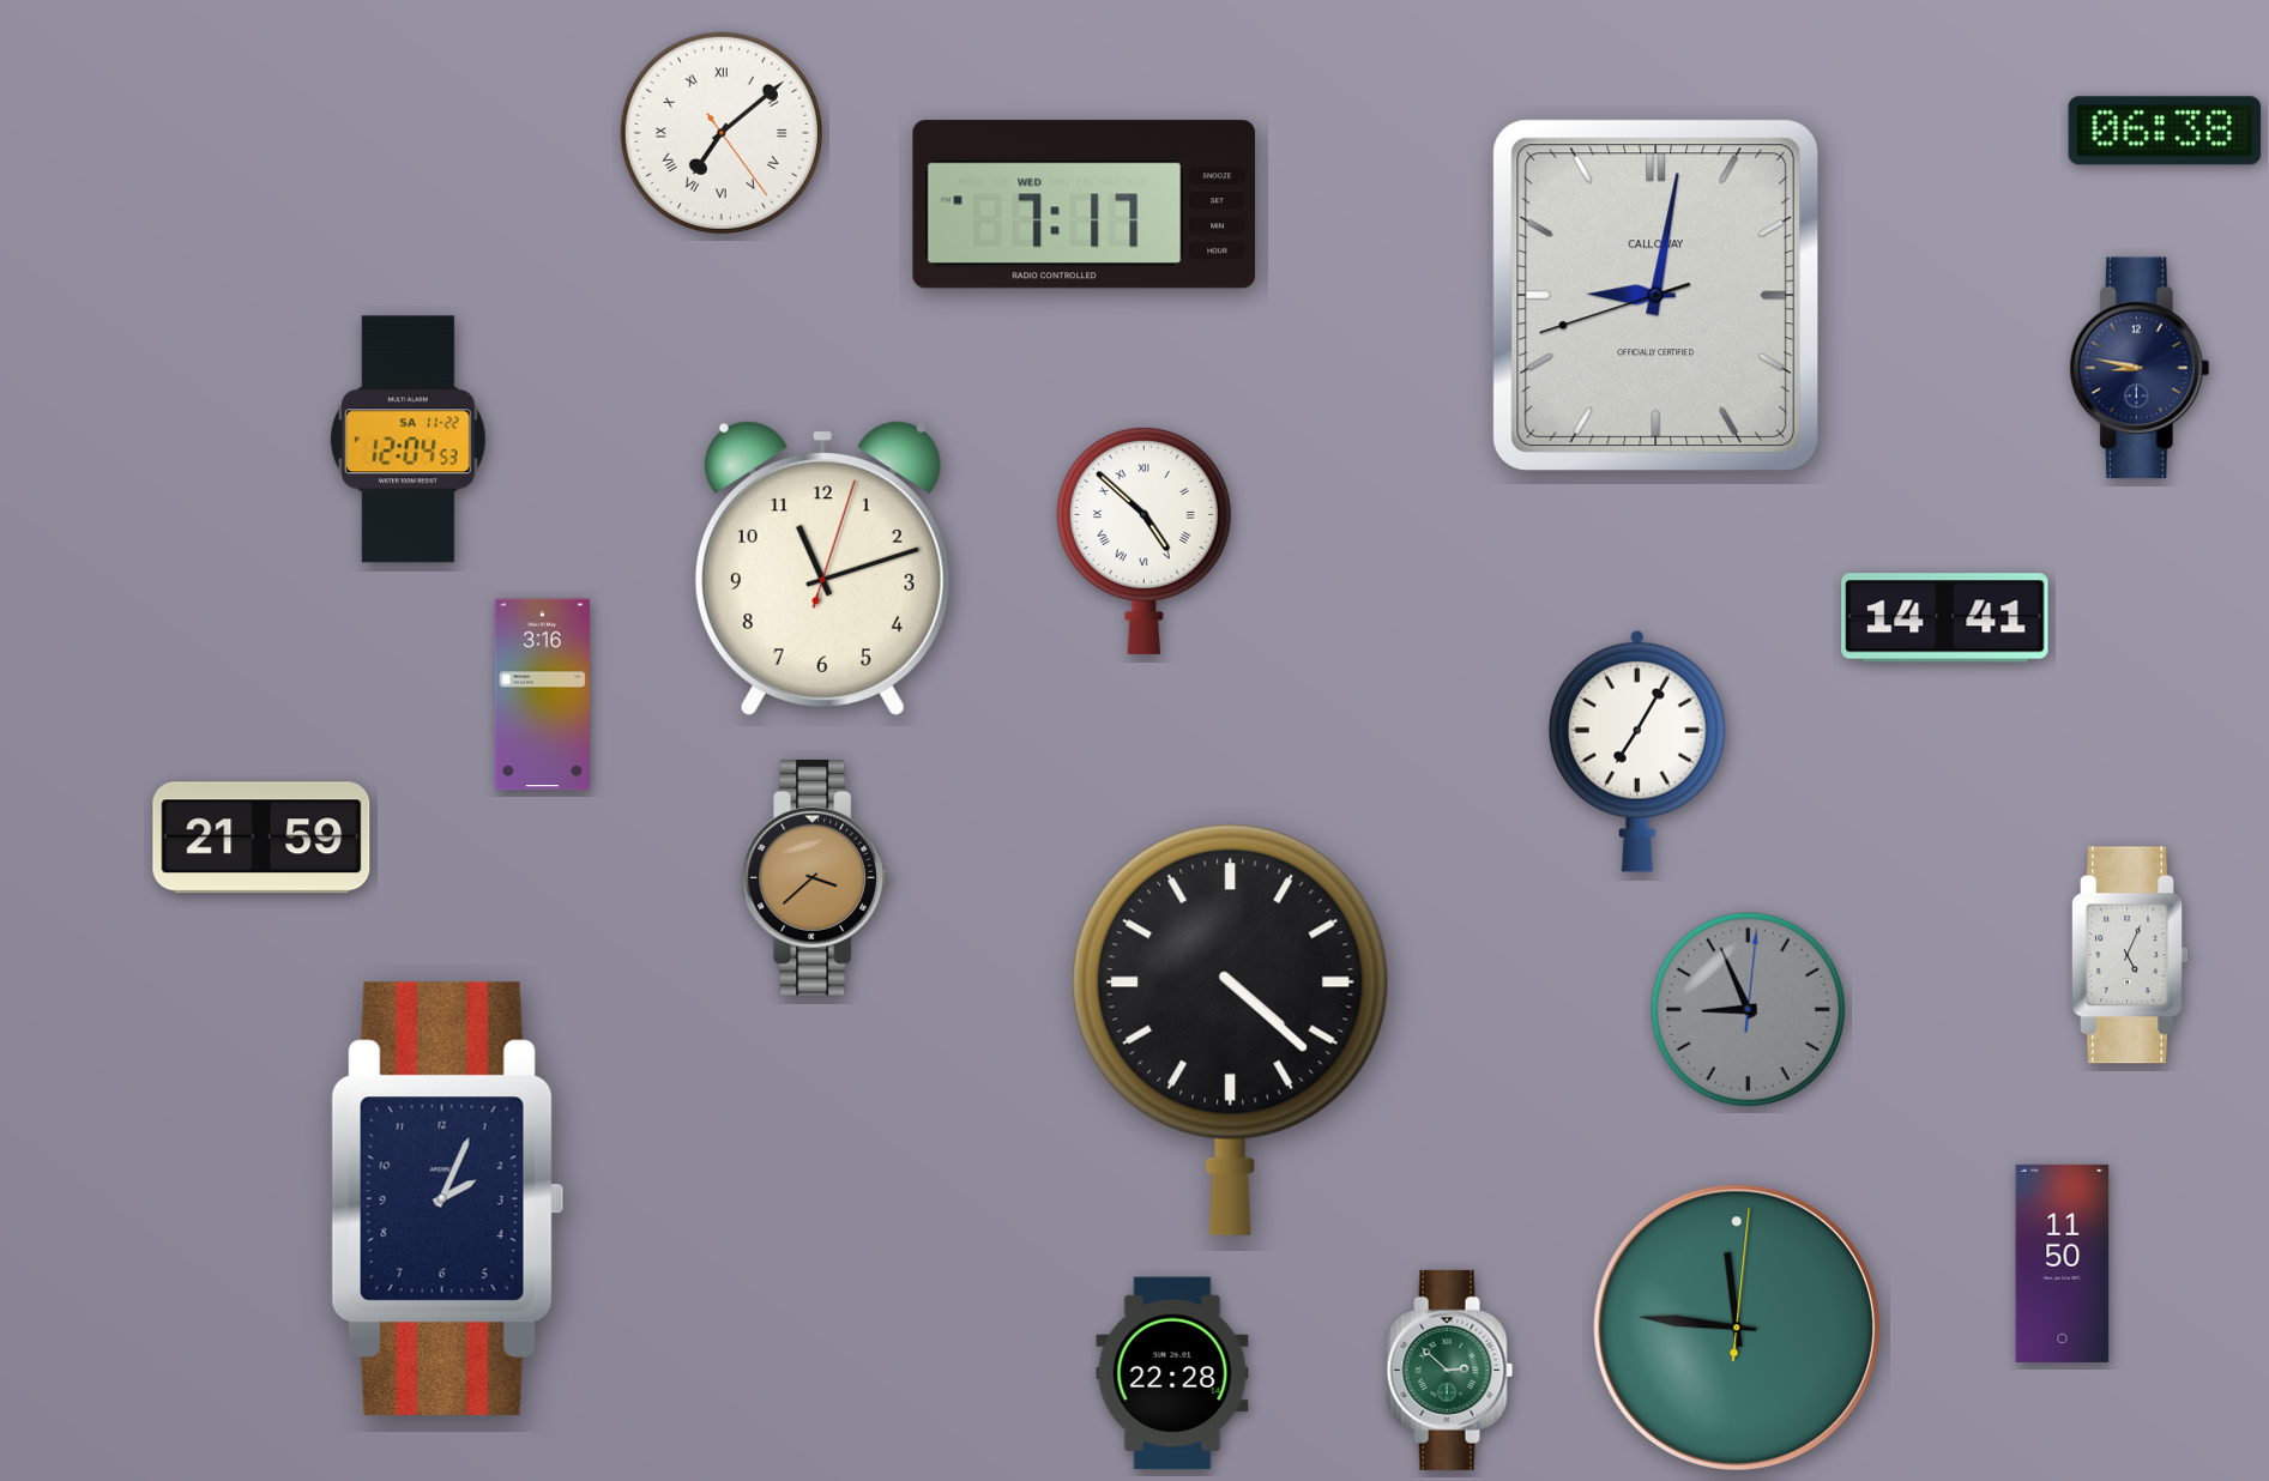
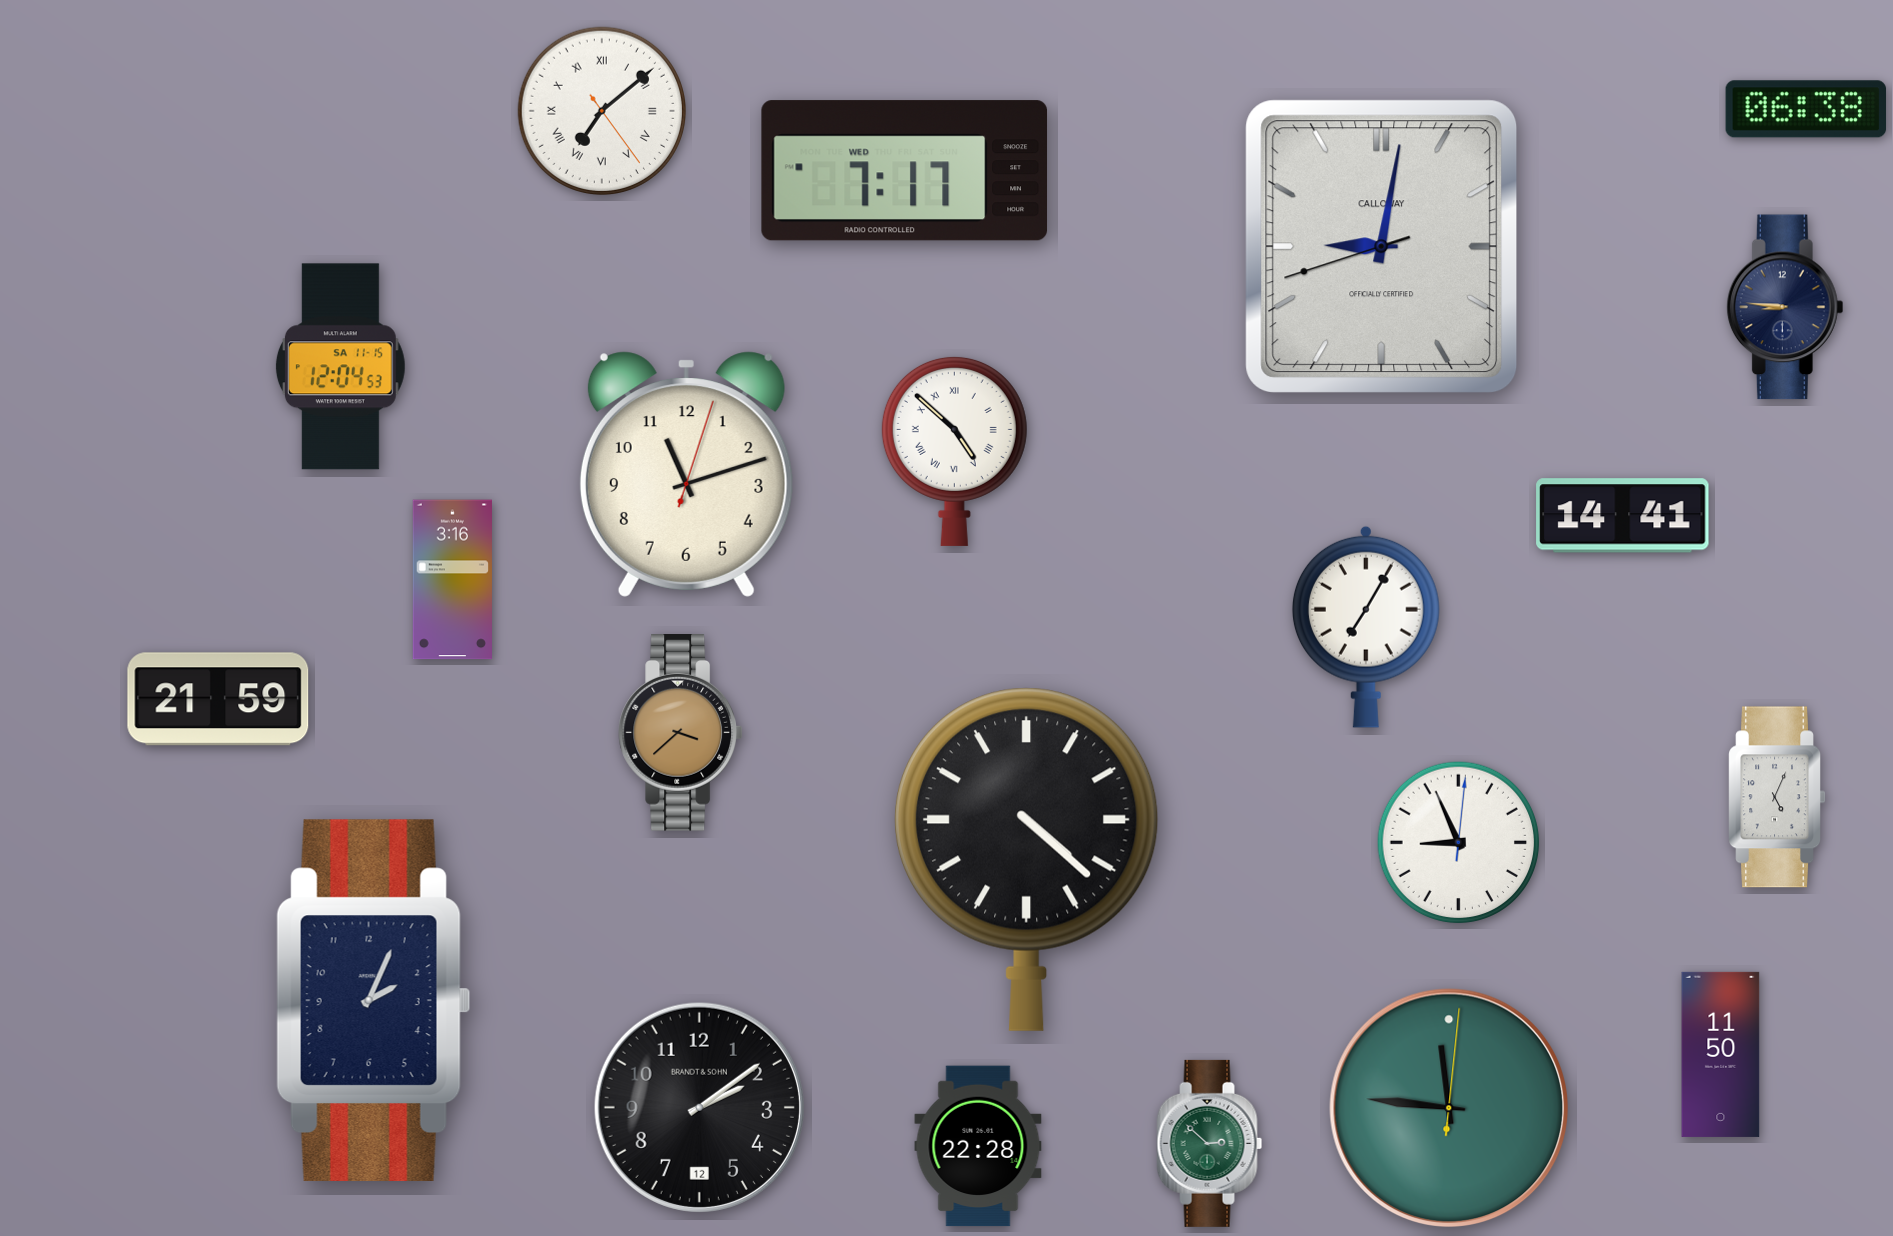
clock at (2140, 368): 8:47 -> 8:46
clock at (408, 440) date: SA 11-22 -> SA 11-15
clock at (1749, 1010) dial: grey -> white
clock at (699, 1107): none -> 2:09
